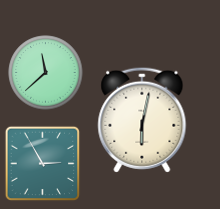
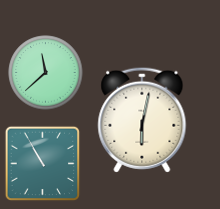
clock at (43, 164): 2:55 -> 10:55
